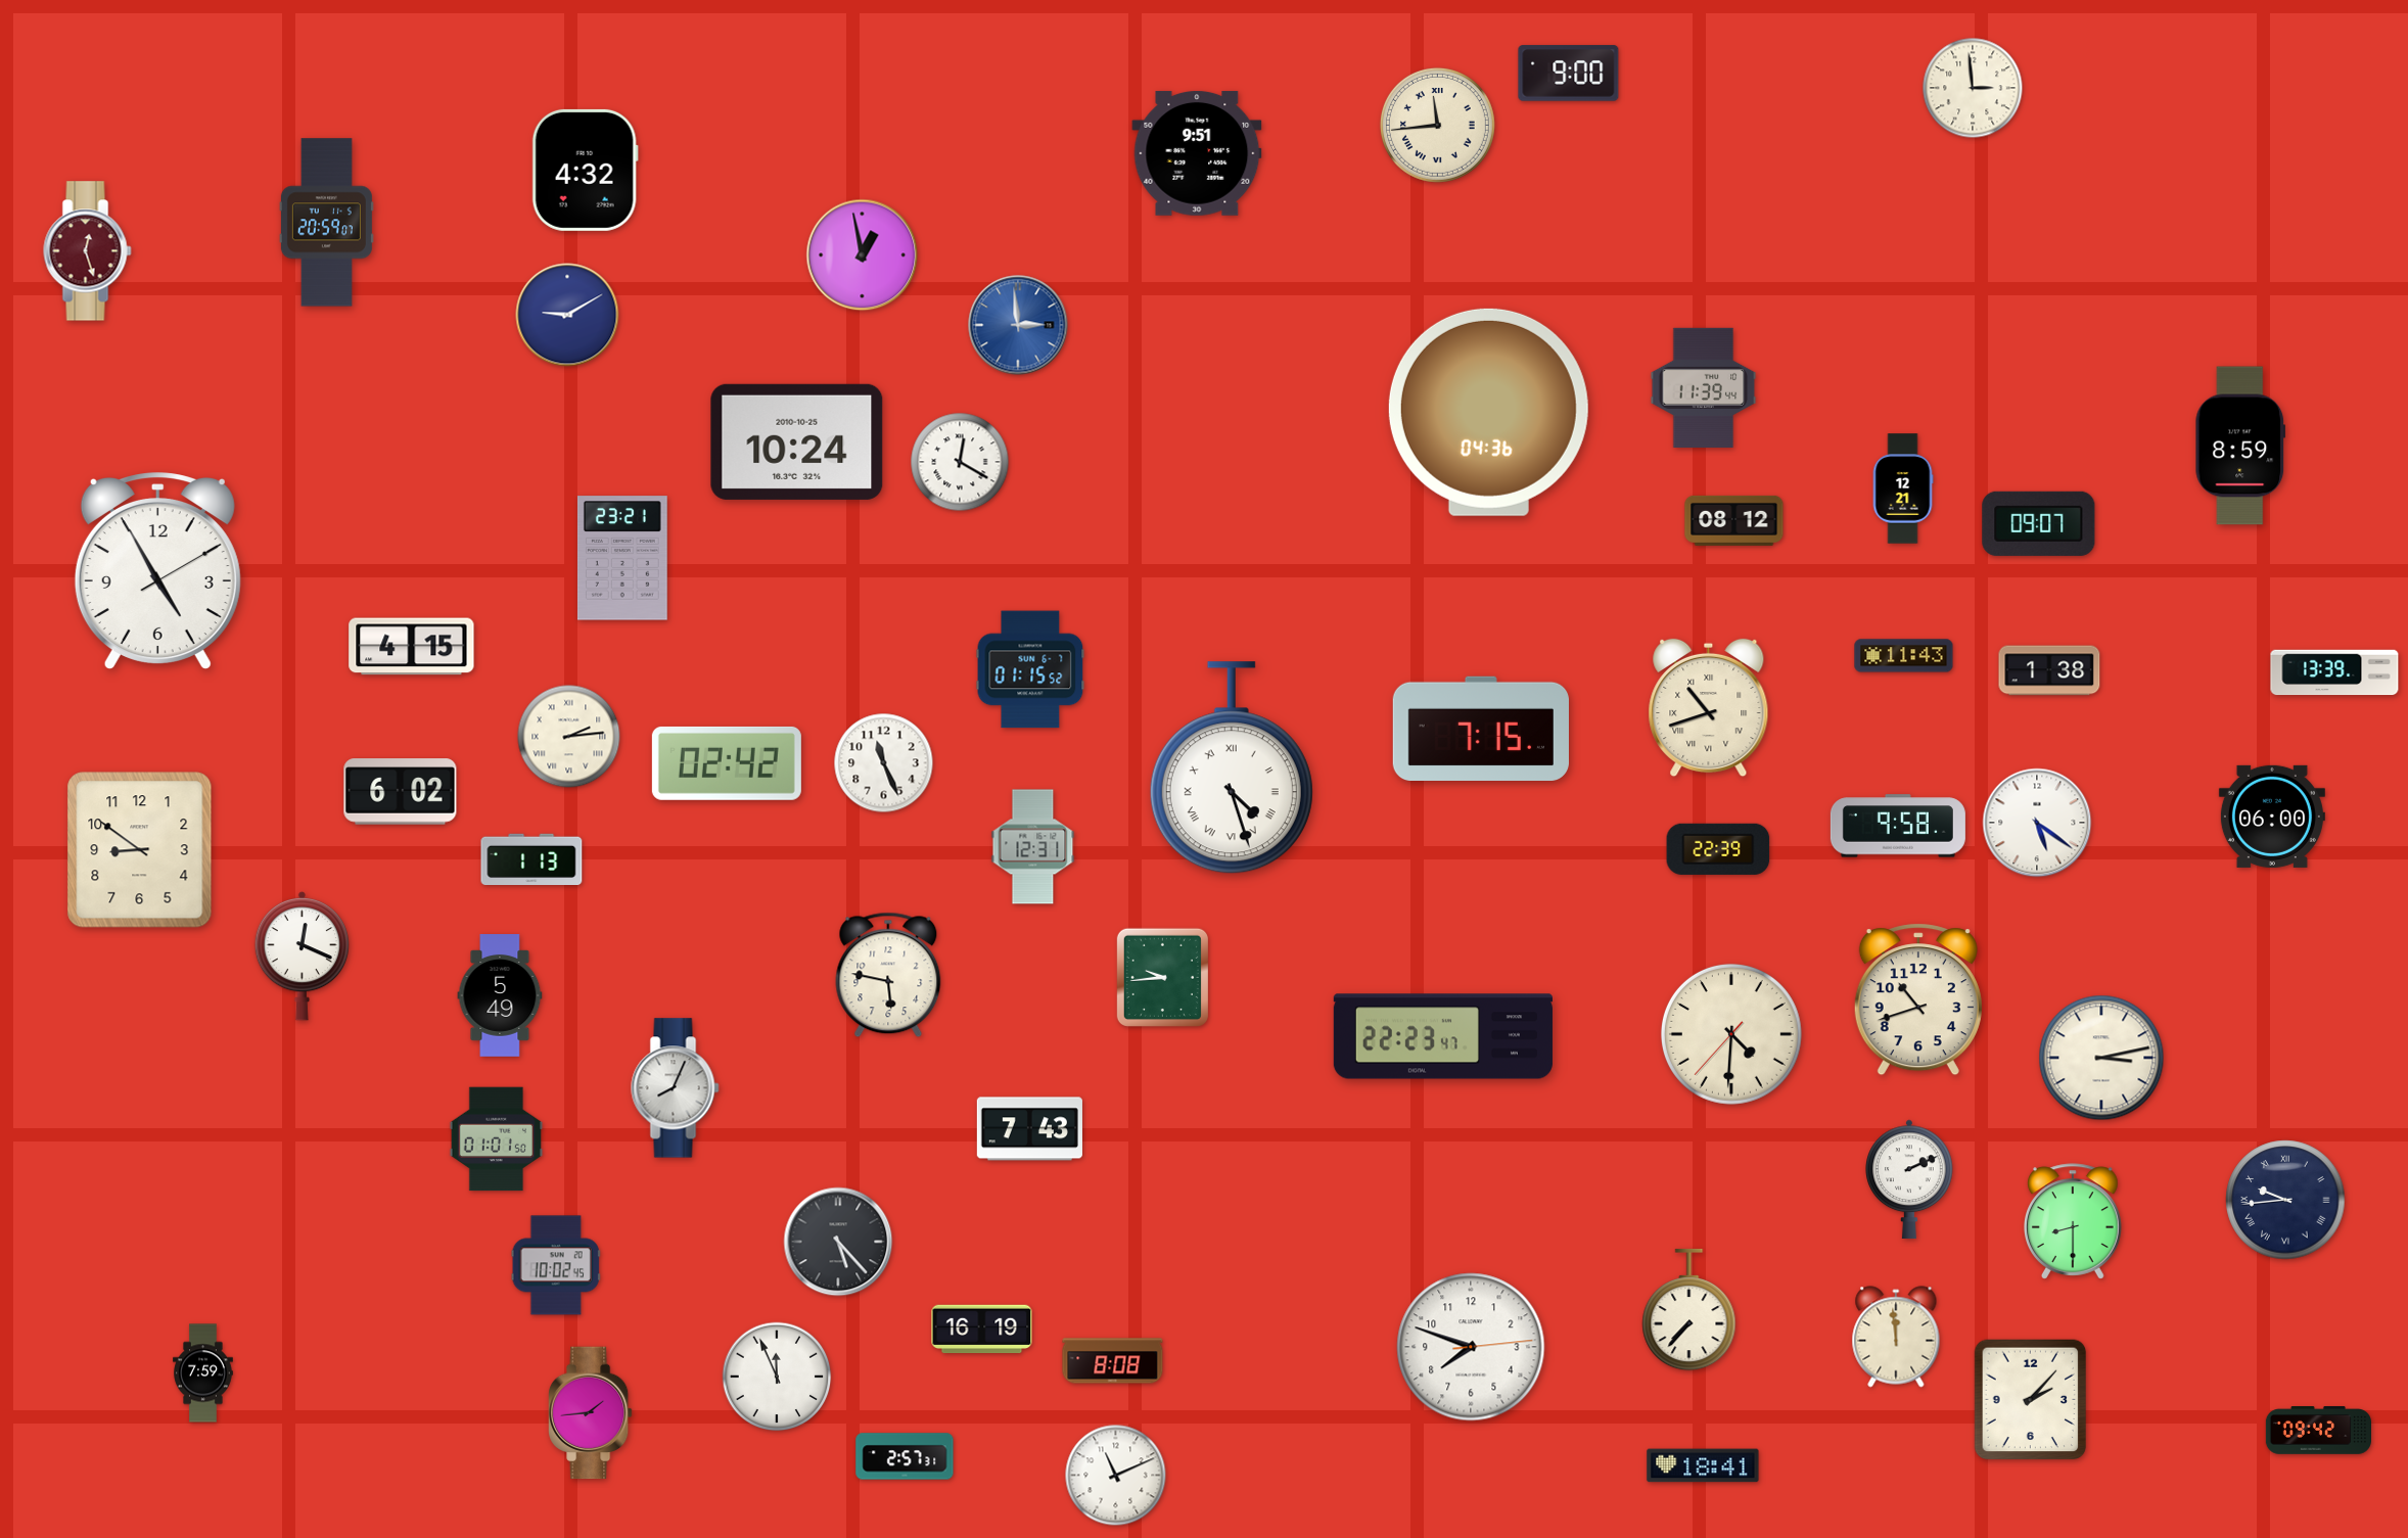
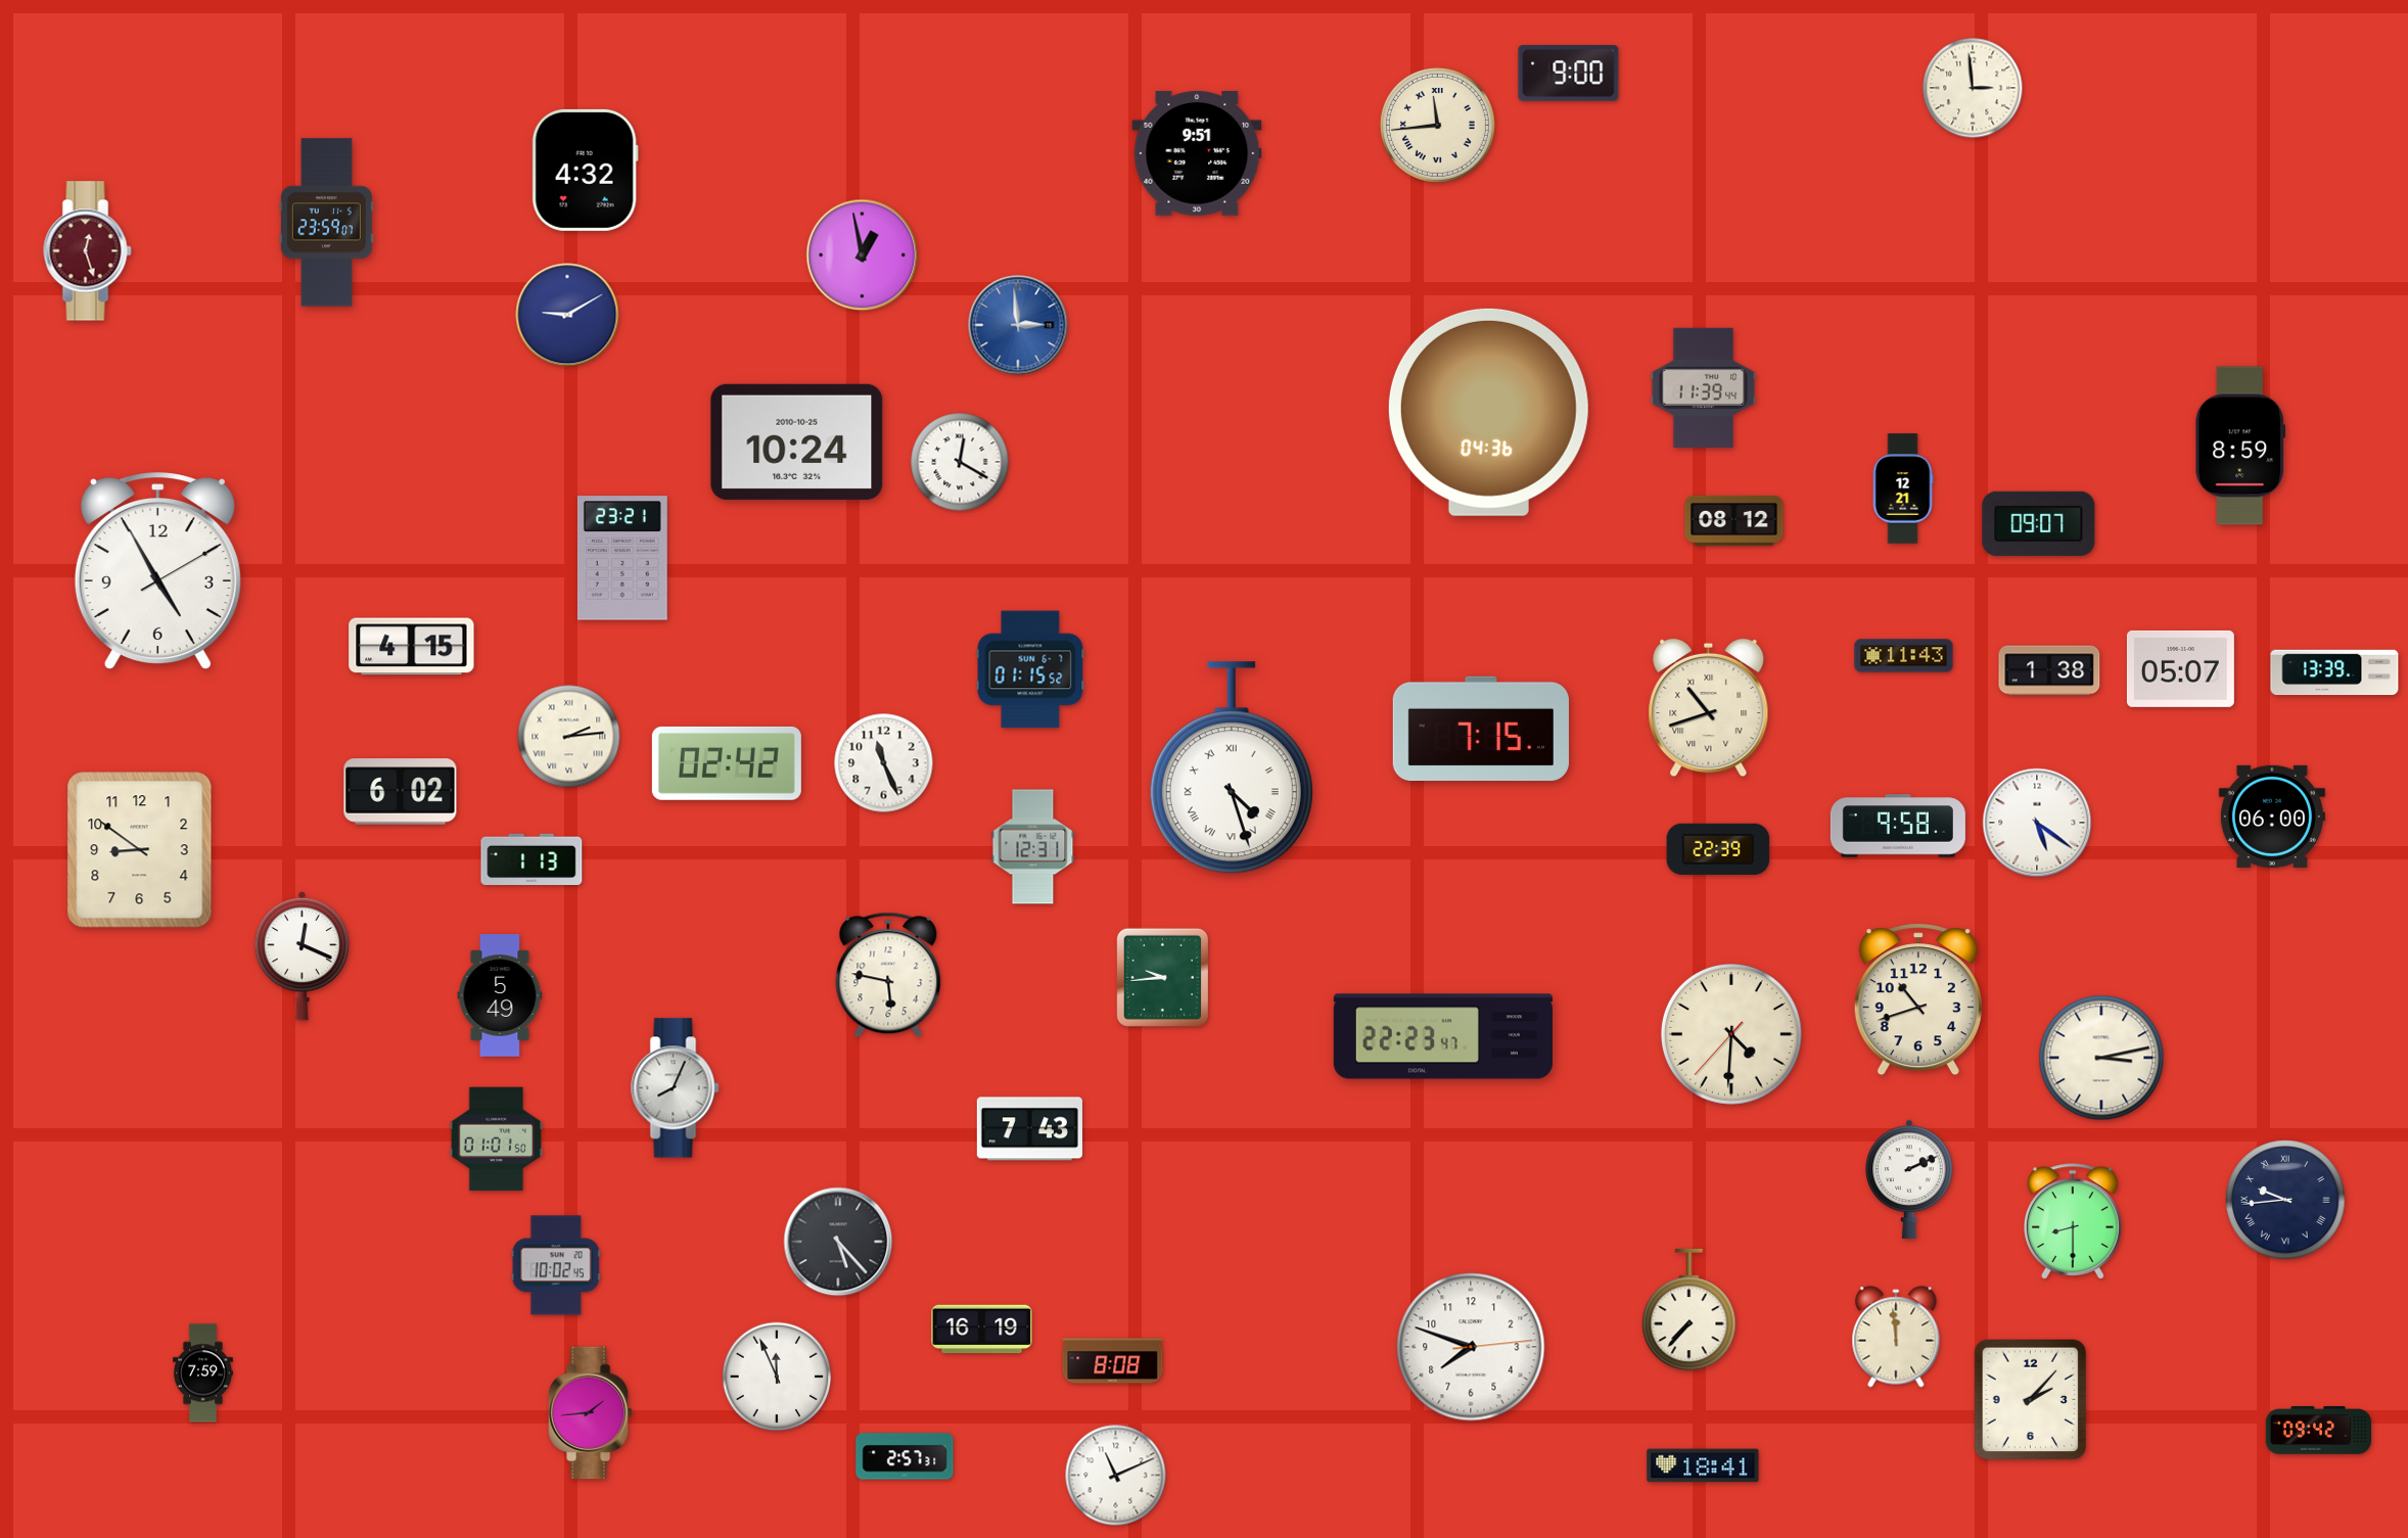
clock at (326, 223): 20:59 -> 23:59
clock at (2180, 668): none -> 05:07
